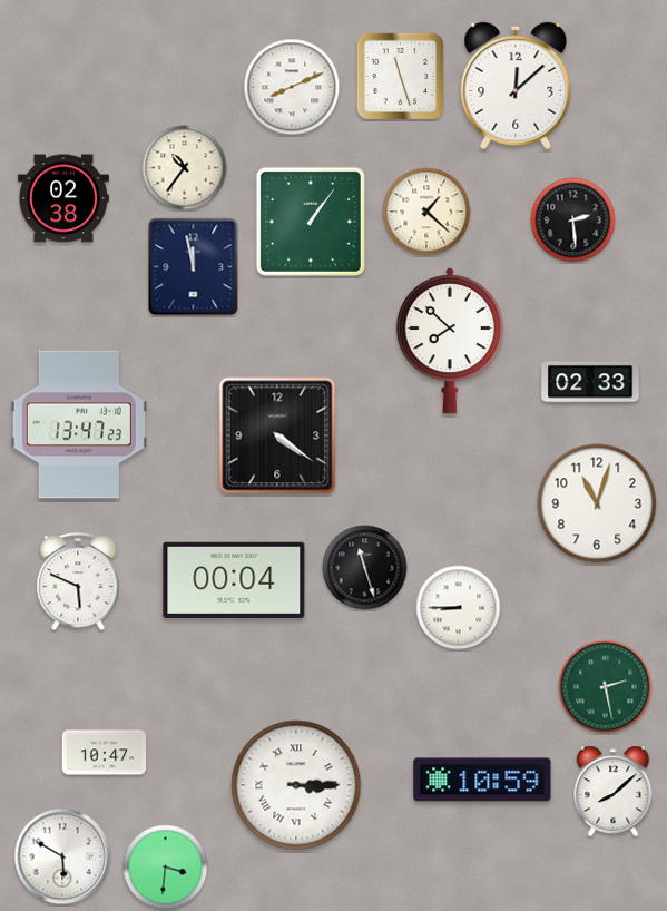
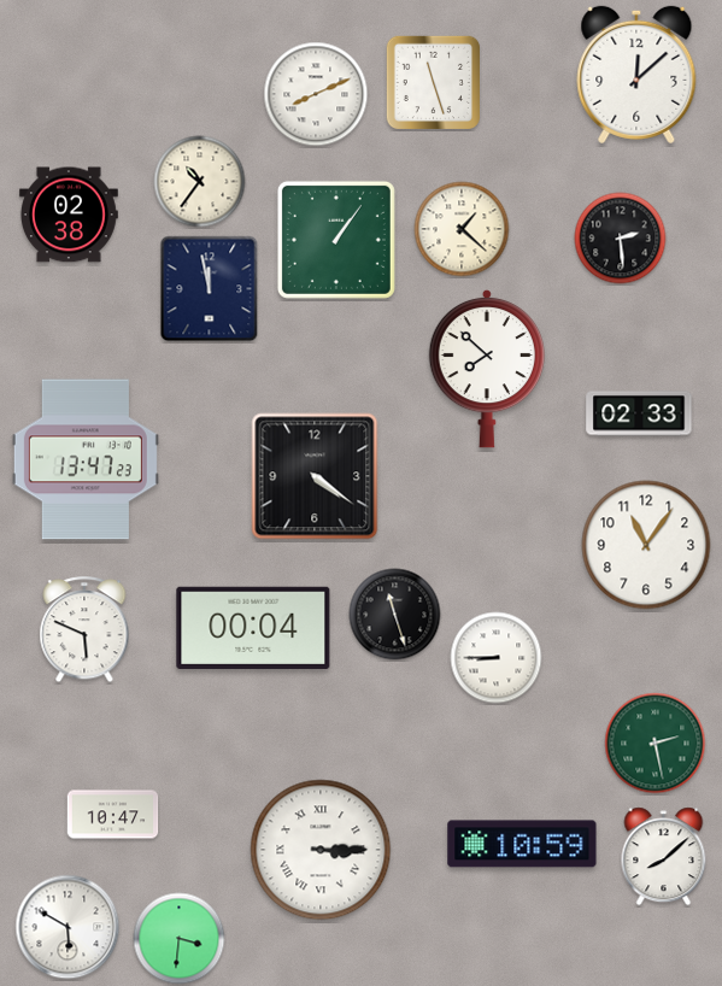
clock at (516, 86) position: (516, 86) -> (636, 75)
clock at (277, 435) position: (277, 435) -> (315, 476)
clock at (597, 503): 11:03 -> 11:06
